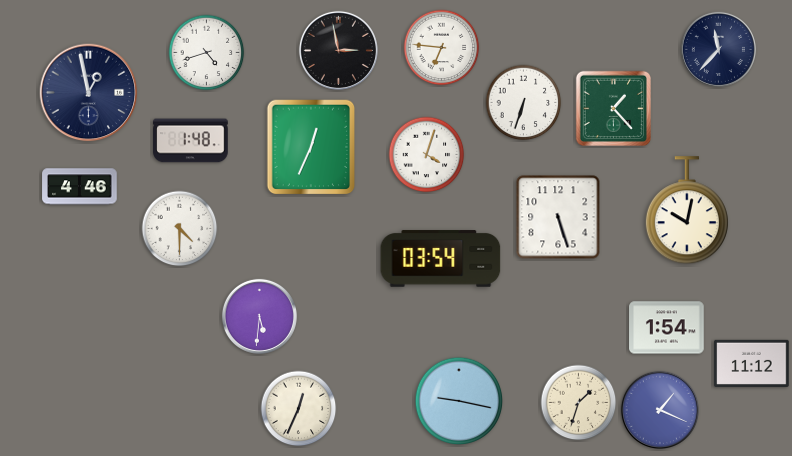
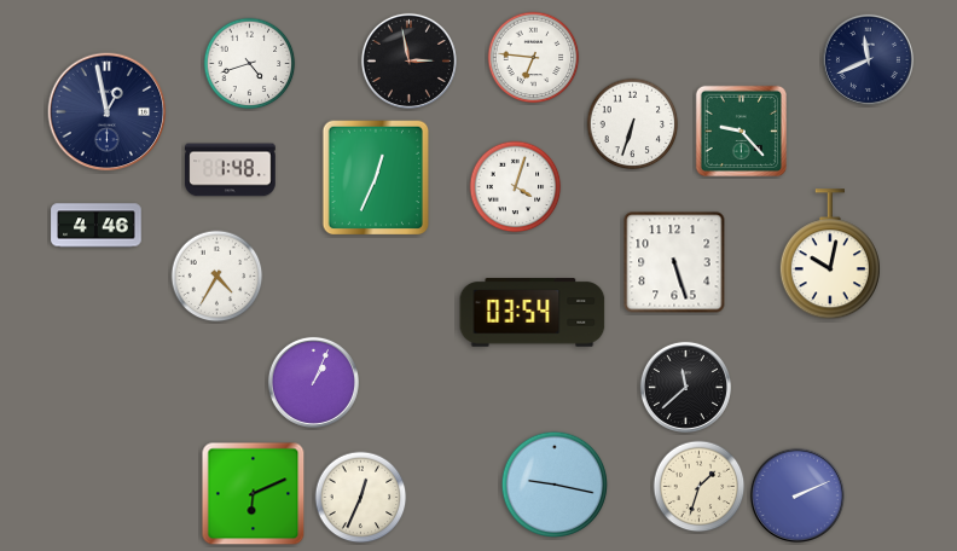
clock at (718, 49): 11:37 -> 11:41
clock at (613, 108): 1:23 -> 9:23
clock at (180, 229): 4:30 -> 4:35
clock at (259, 316): 5:31 -> 1:04
clock at (685, 387): none -> 11:38
clock at (667, 328): 1:54 -> none
clock at (752, 363): 11:12 -> none
clock at (254, 494): none -> 6:11
clock at (299, 409) position: (299, 409) -> (361, 498)
clock at (660, 410): 1:19 -> 2:11
